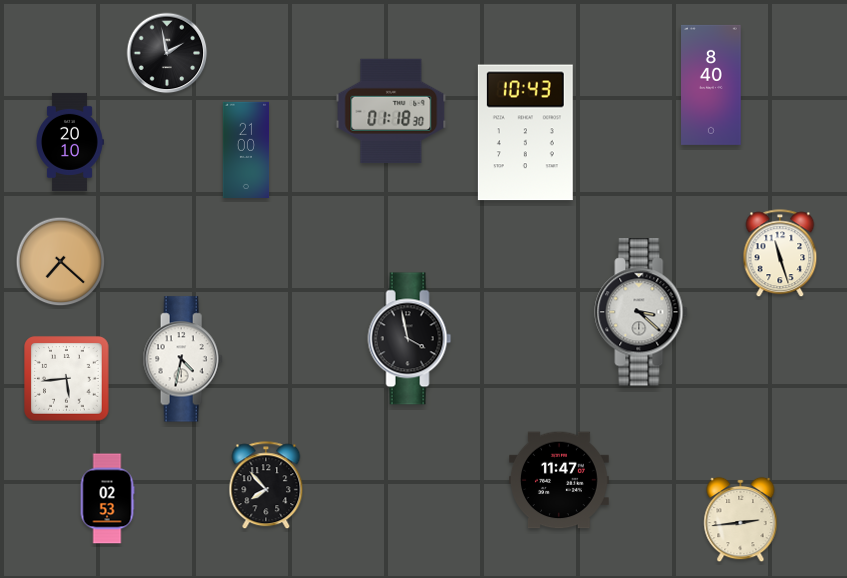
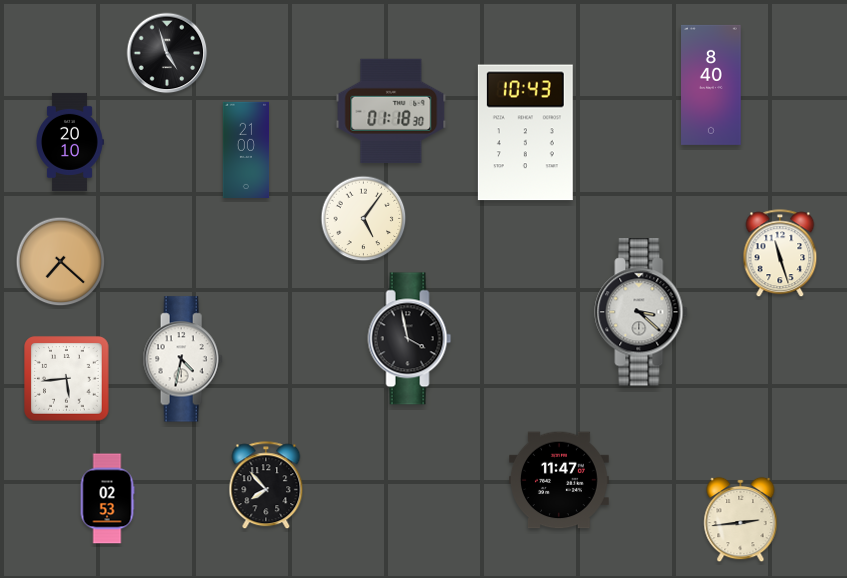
clock at (167, 53): 1:58 -> 4:57
clock at (364, 219): none -> 5:06
